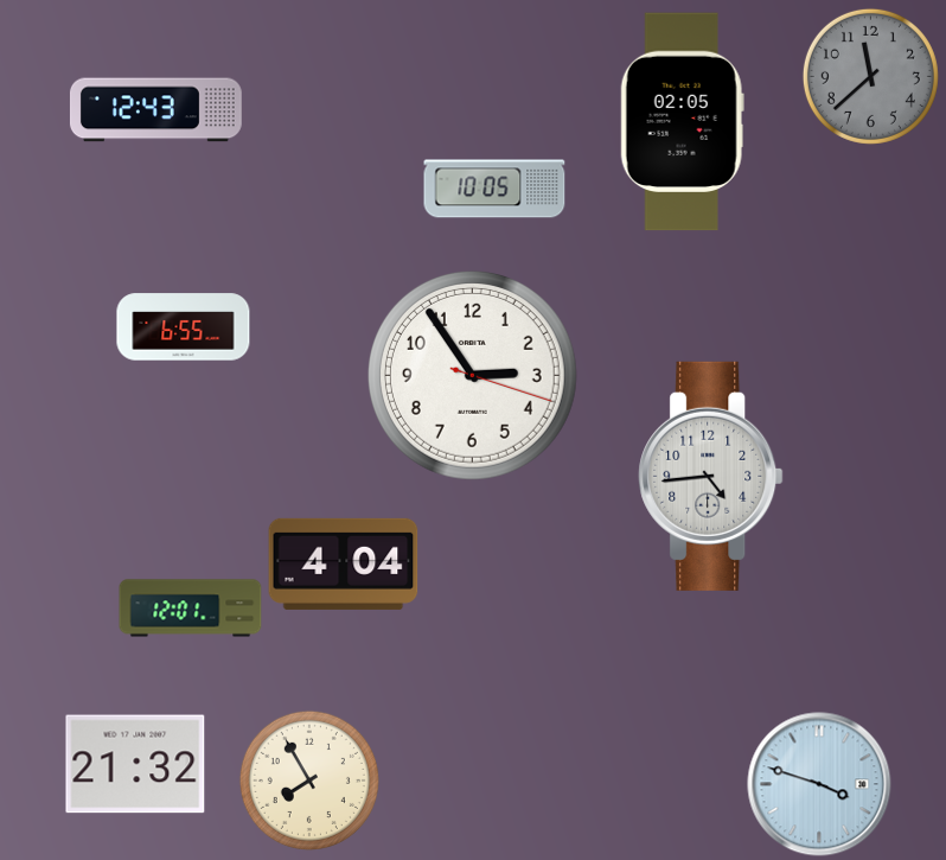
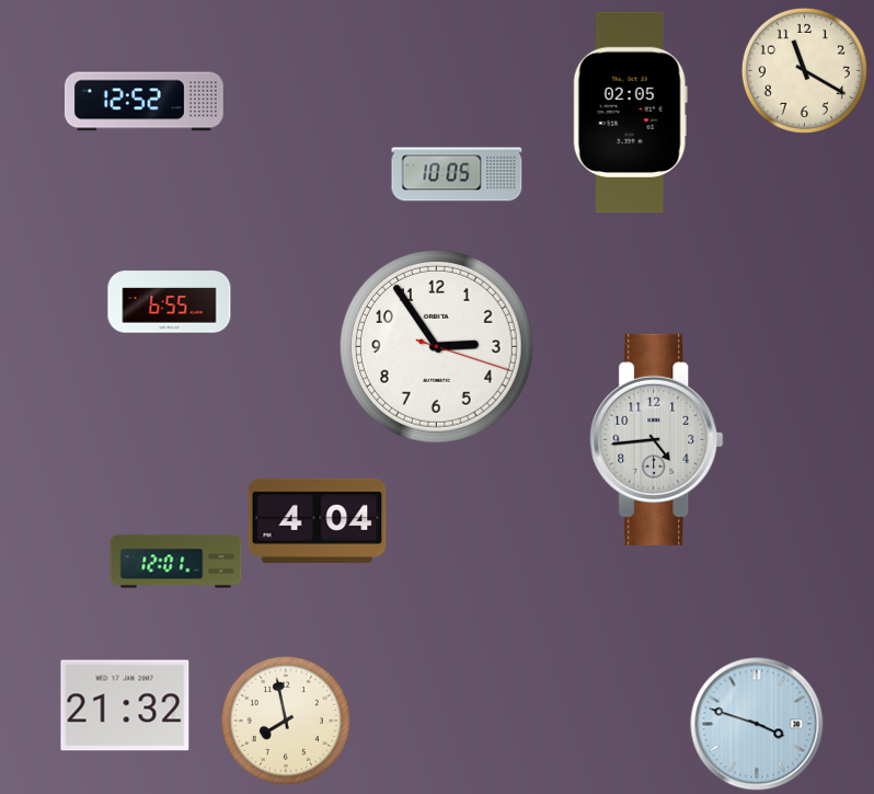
clock at (870, 76): 11:38 -> 11:20
clock at (870, 76) dial: grey -> cream
clock at (155, 110): 12:43 -> 12:52
clock at (309, 781): 7:55 -> 7:58
